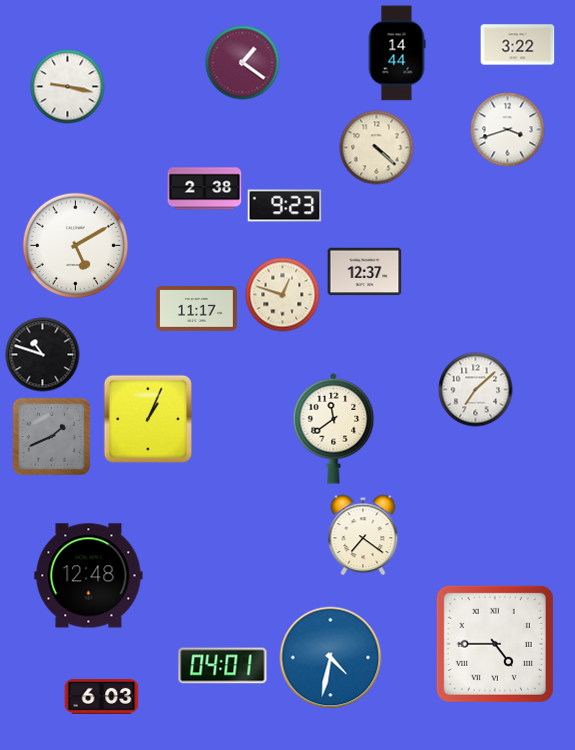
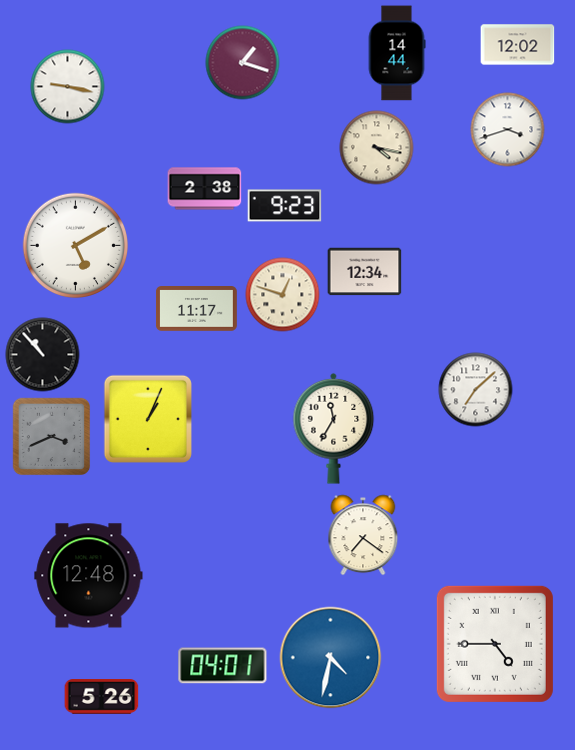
clock at (518, 45): 3:22 -> 12:02
clock at (243, 63): 1:21 -> 1:18
clock at (377, 148): 4:22 -> 4:17
clock at (365, 272): 12:37 -> 12:34
clock at (43, 355): 10:48 -> 10:53
clock at (334, 428): 11:39 -> 11:35
clock at (52, 437): 1:41 -> 3:41
clock at (102, 697): 6:03 -> 5:26
